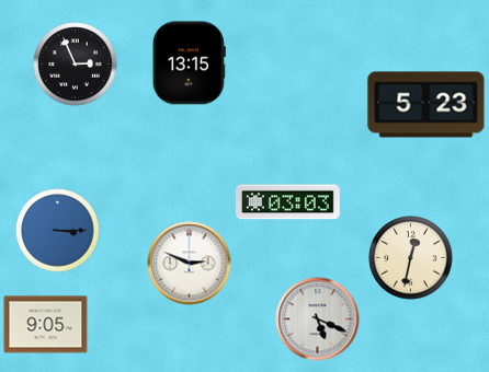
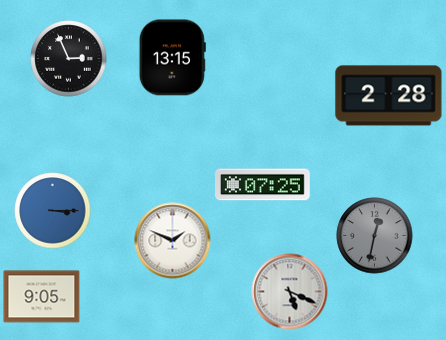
clock at (427, 105): 5:23 -> 2:28
clock at (288, 202): 03:03 -> 07:25
clock at (411, 258) dial: cream -> grey
clock at (190, 264): 2:49 -> 1:49
